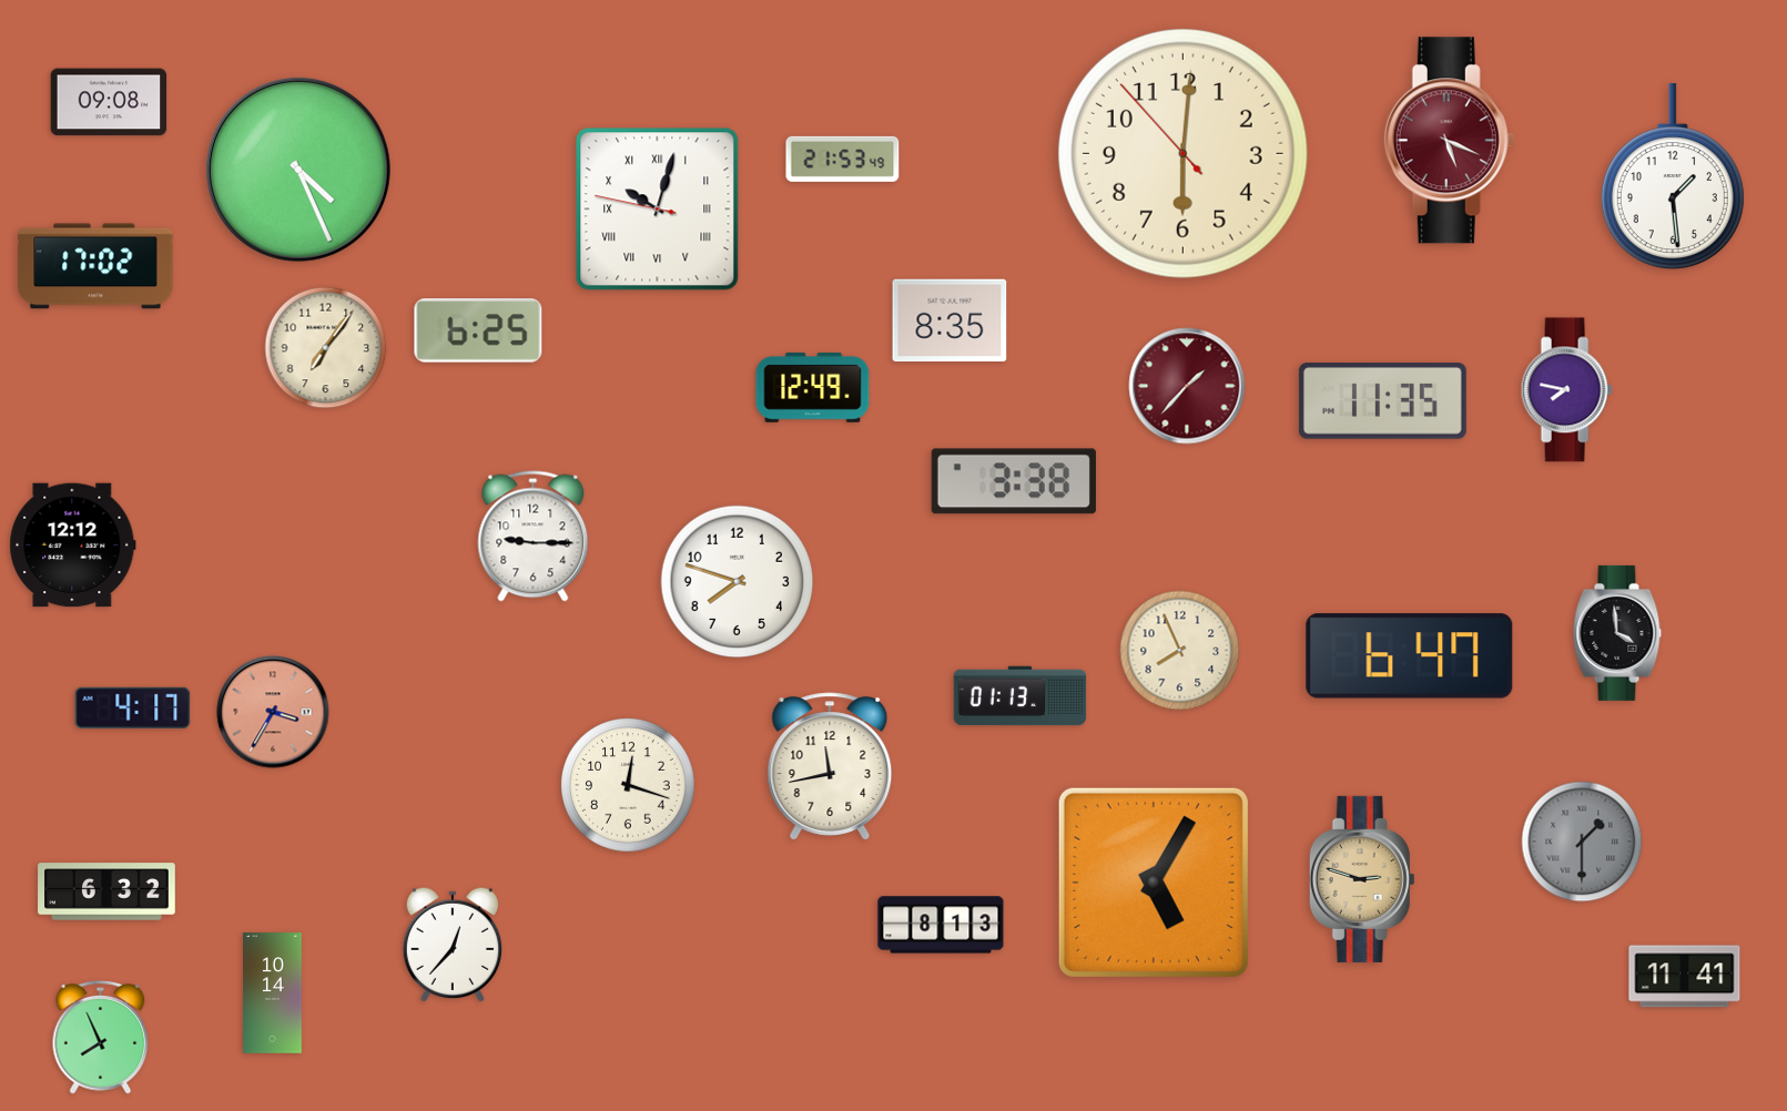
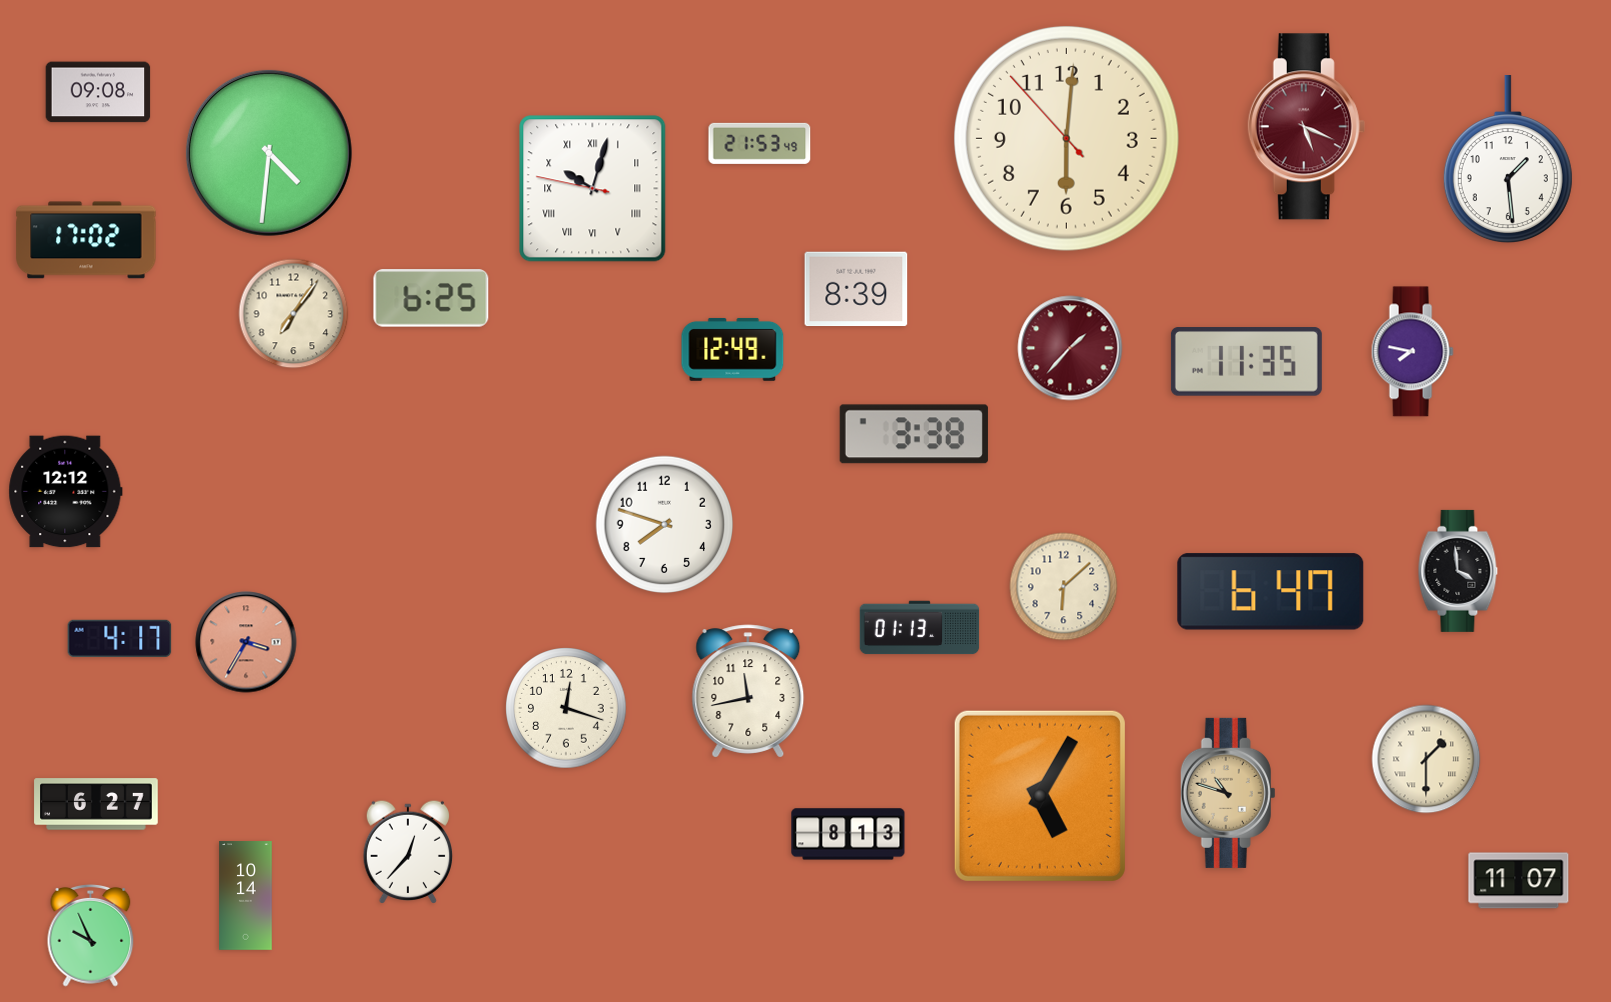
clock at (298, 170): 4:26 -> 4:31
clock at (950, 320): 8:35 -> 8:39
clock at (534, 537): 9:15 -> none
clock at (1180, 651): 7:56 -> 6:08
clock at (1582, 842) dial: grey -> cream
clock at (1362, 879): 2:48 -> 10:48
clock at (106, 891): 6:32 -> 6:27
clock at (1685, 977): 11:41 -> 11:07
clock at (101, 1038): 7:56 -> 9:56
